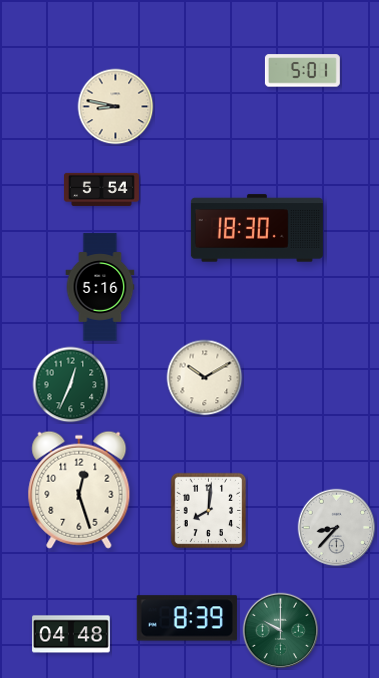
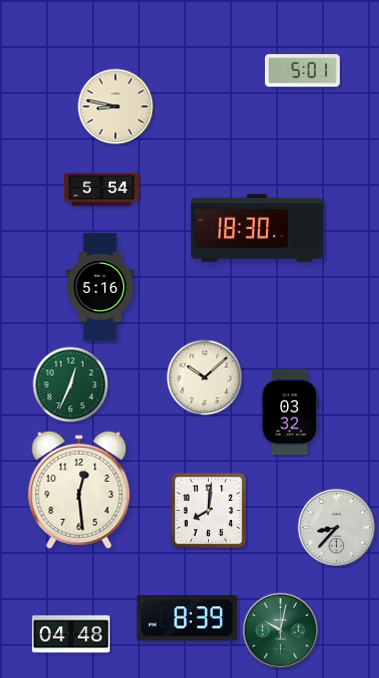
clock at (205, 378): 10:10 -> 10:08
clock at (290, 412): none -> 03:32
clock at (79, 490): 12:27 -> 12:29
clock at (281, 631): 10:00 -> 10:02
